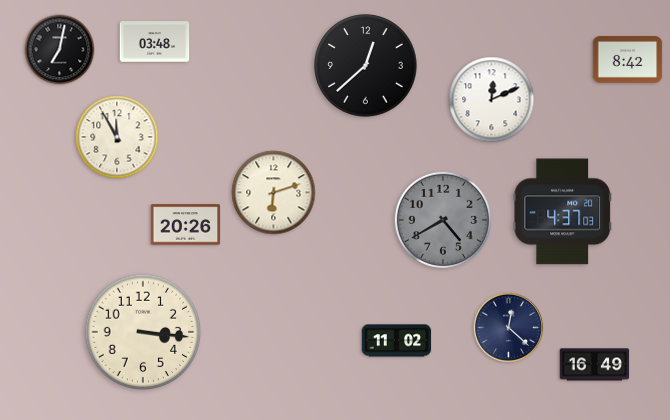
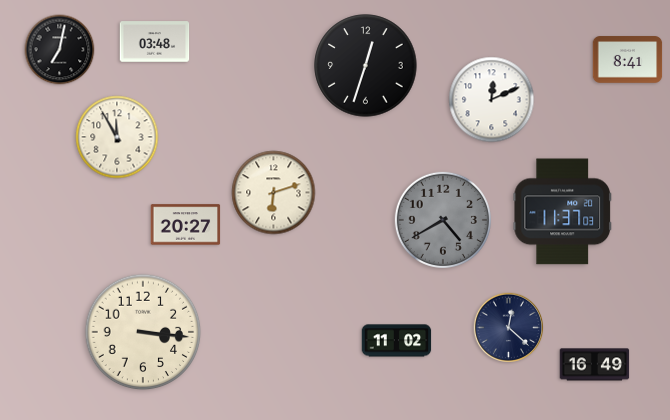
clock at (628, 60): 8:42 -> 8:41
clock at (366, 66): 12:38 -> 12:33
clock at (563, 212): 4:37 -> 11:37
clock at (186, 225): 20:26 -> 20:27
